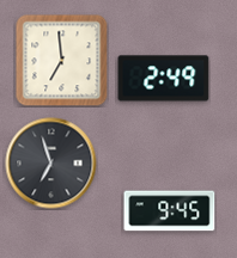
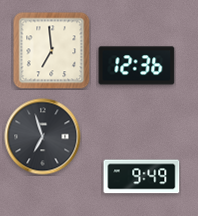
clock at (164, 79): 2:49 -> 12:36
clock at (170, 211): 9:45 -> 9:49
